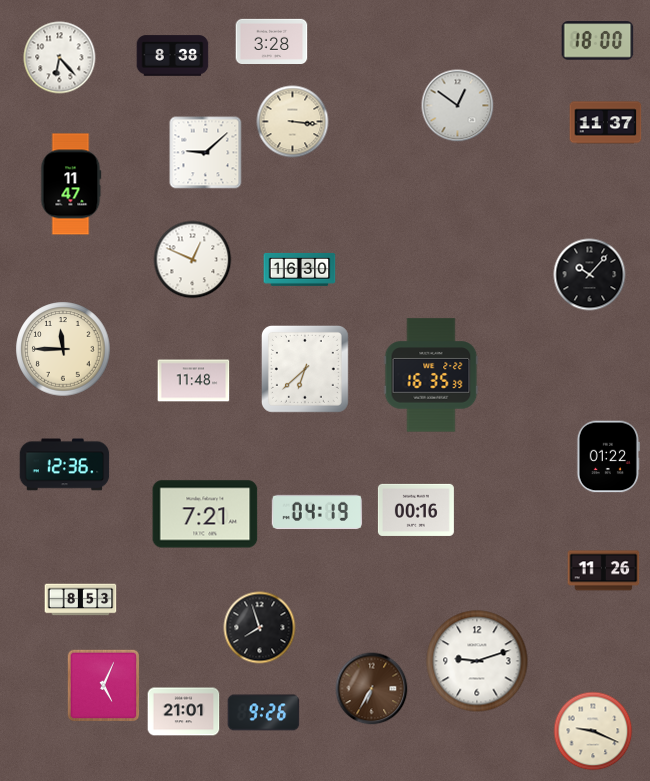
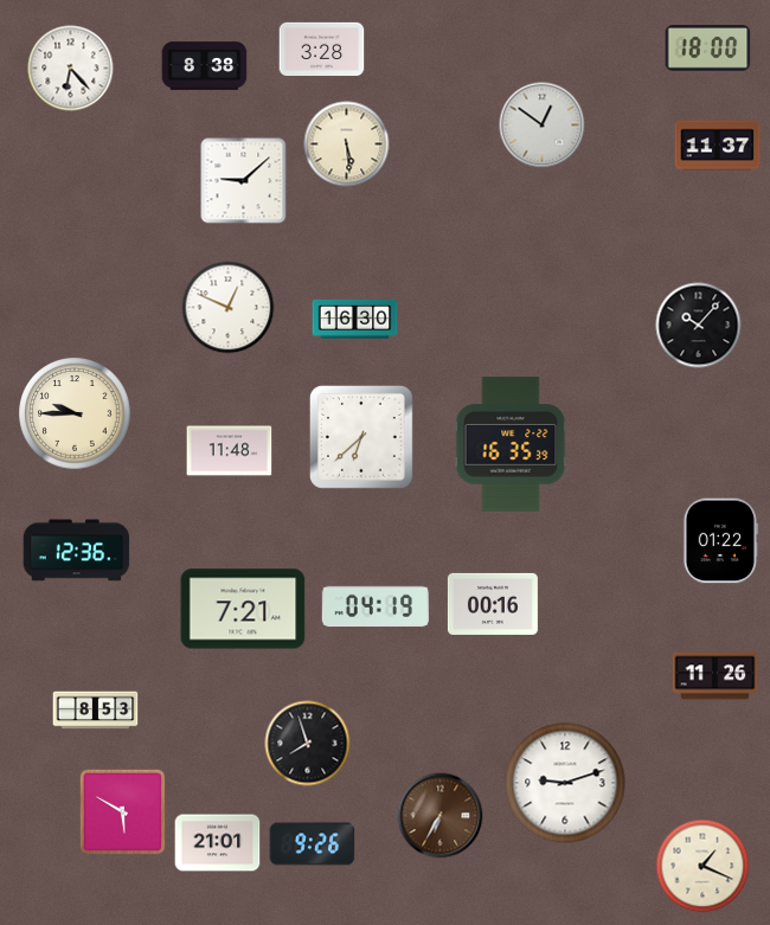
clock at (293, 122): 3:16 -> 5:29
clock at (71, 184): 11:47 -> none
clock at (63, 349): 11:45 -> 9:45
clock at (104, 686): 5:04 -> 5:50
clock at (593, 731): 9:19 -> 1:19
